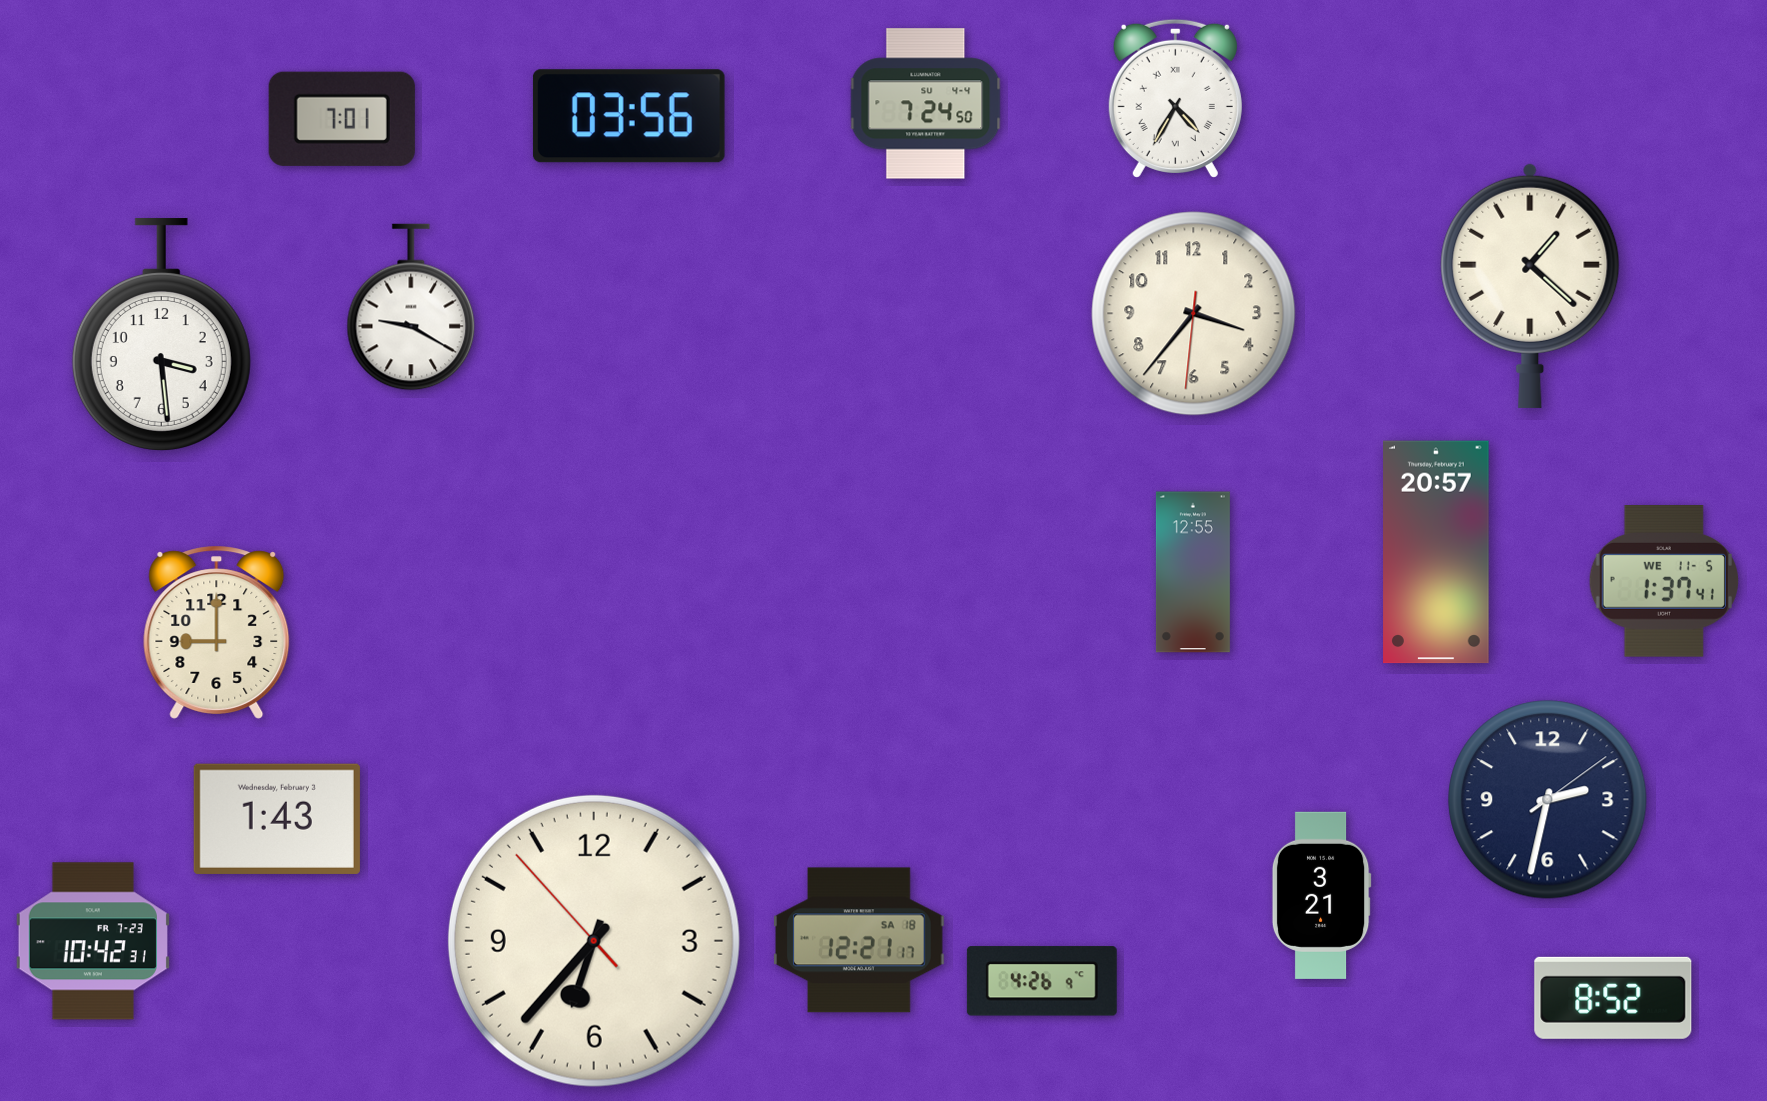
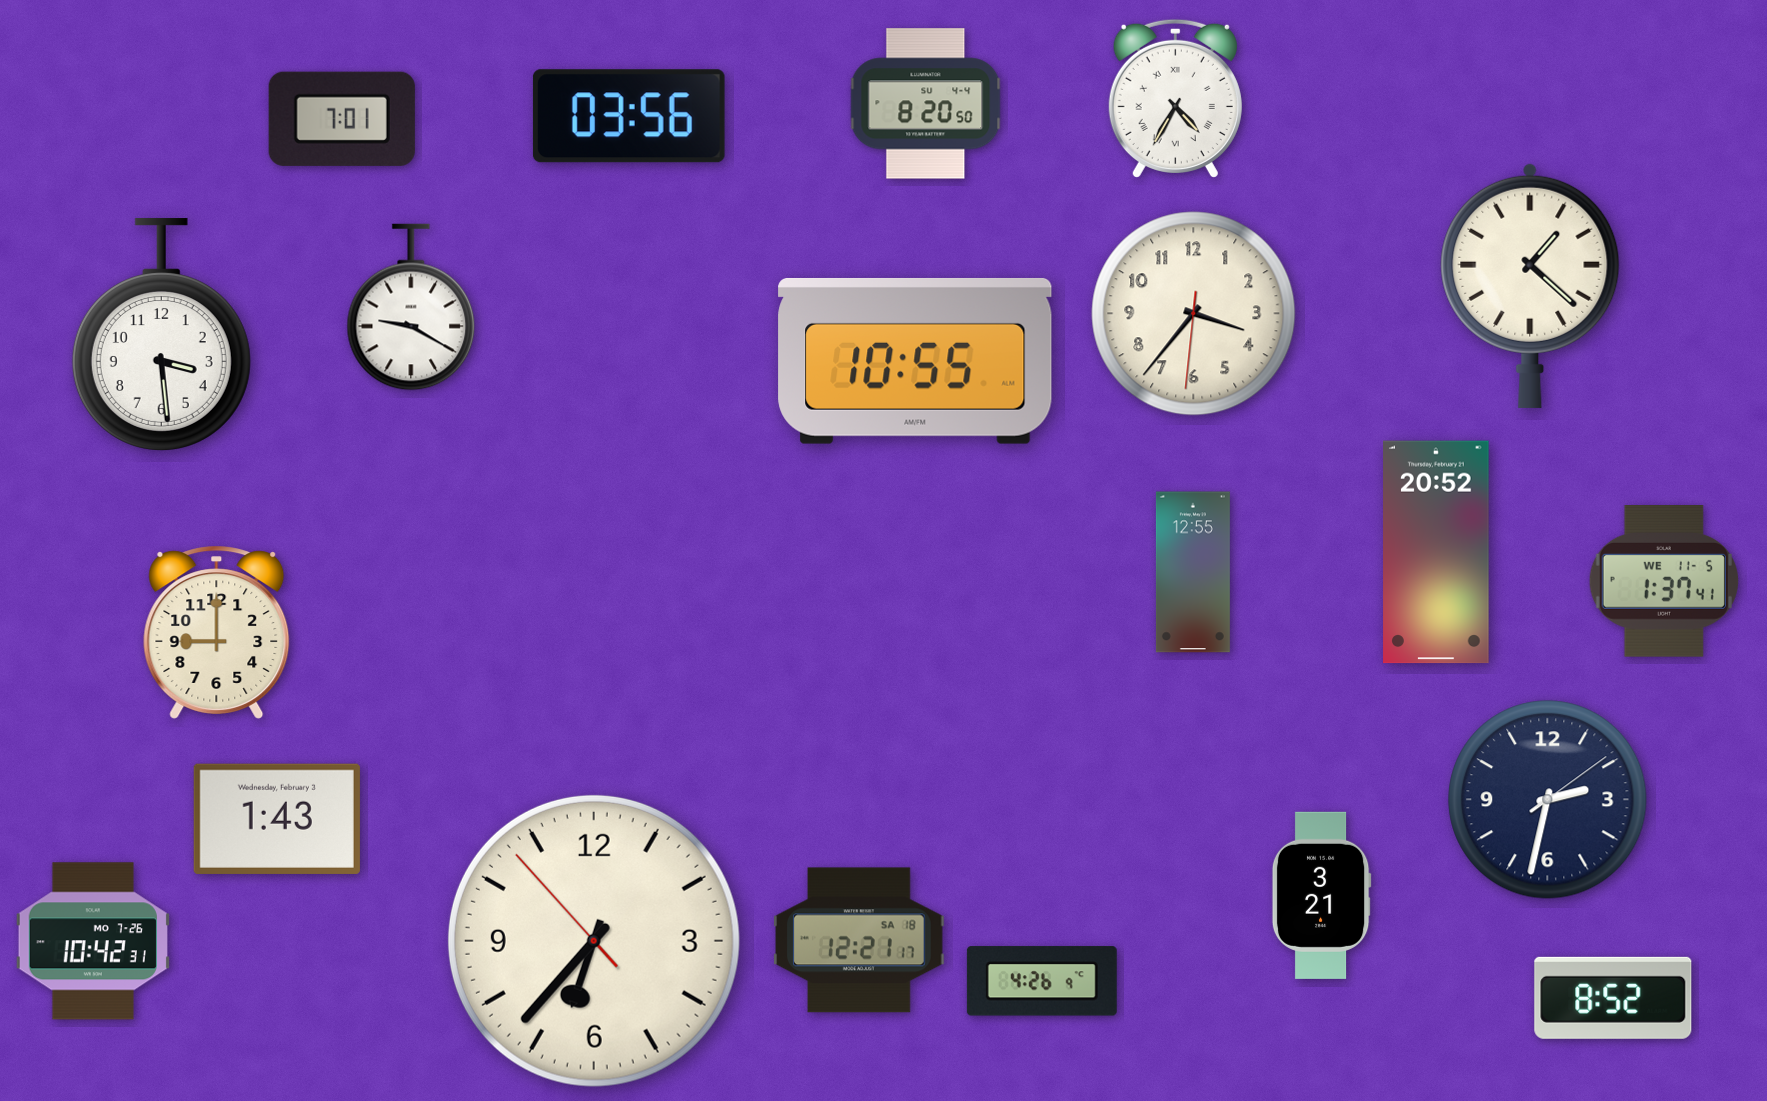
clock at (926, 104): 7:24 -> 8:20
clock at (915, 361): none -> 10:55
clock at (1436, 552): 20:57 -> 20:52
clock at (93, 941) date: FR 7-23 -> MO 7-26
